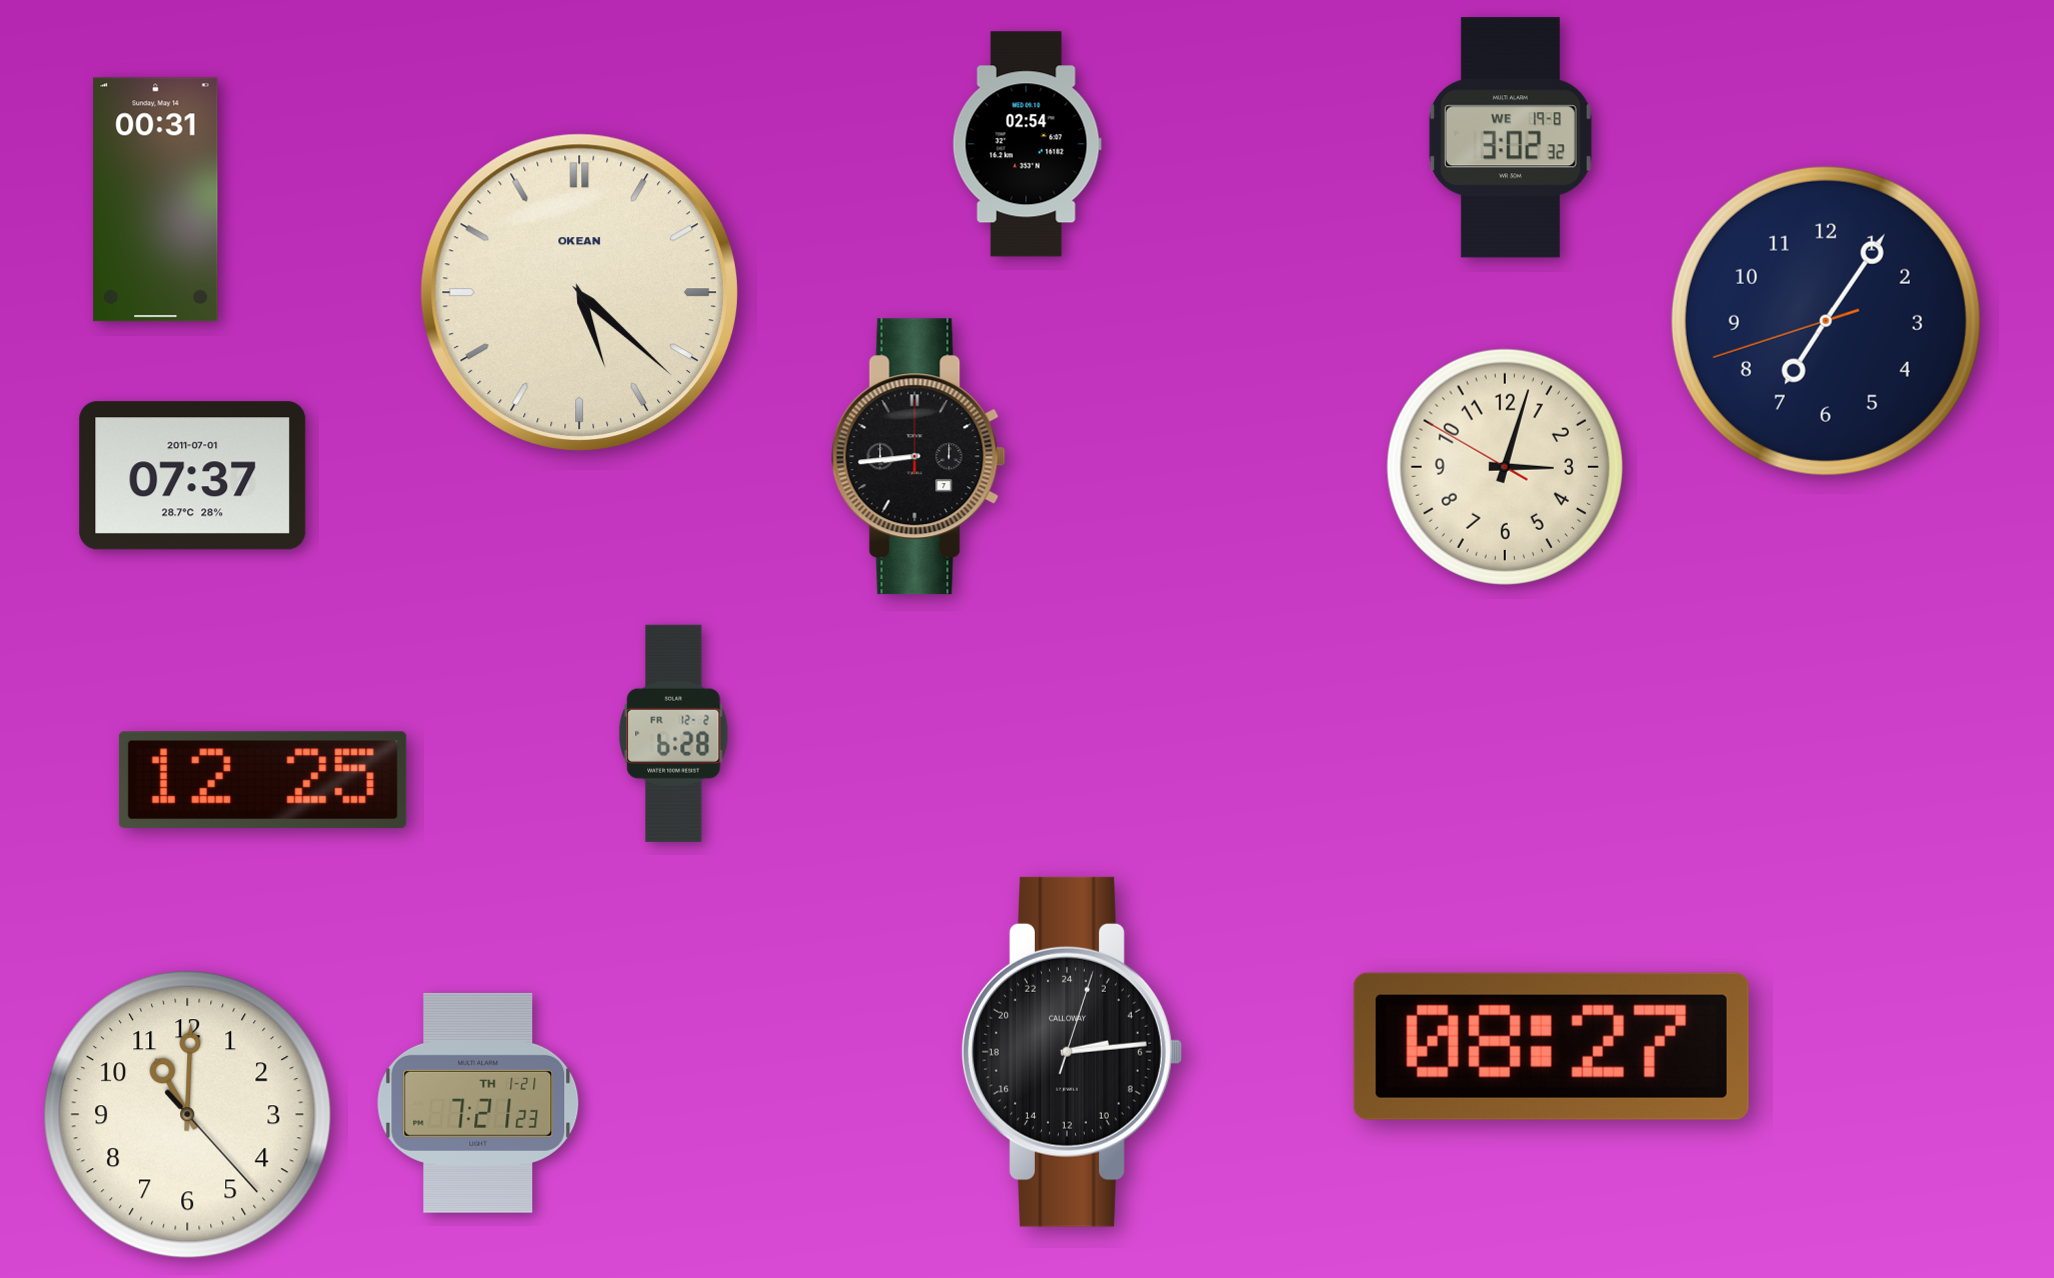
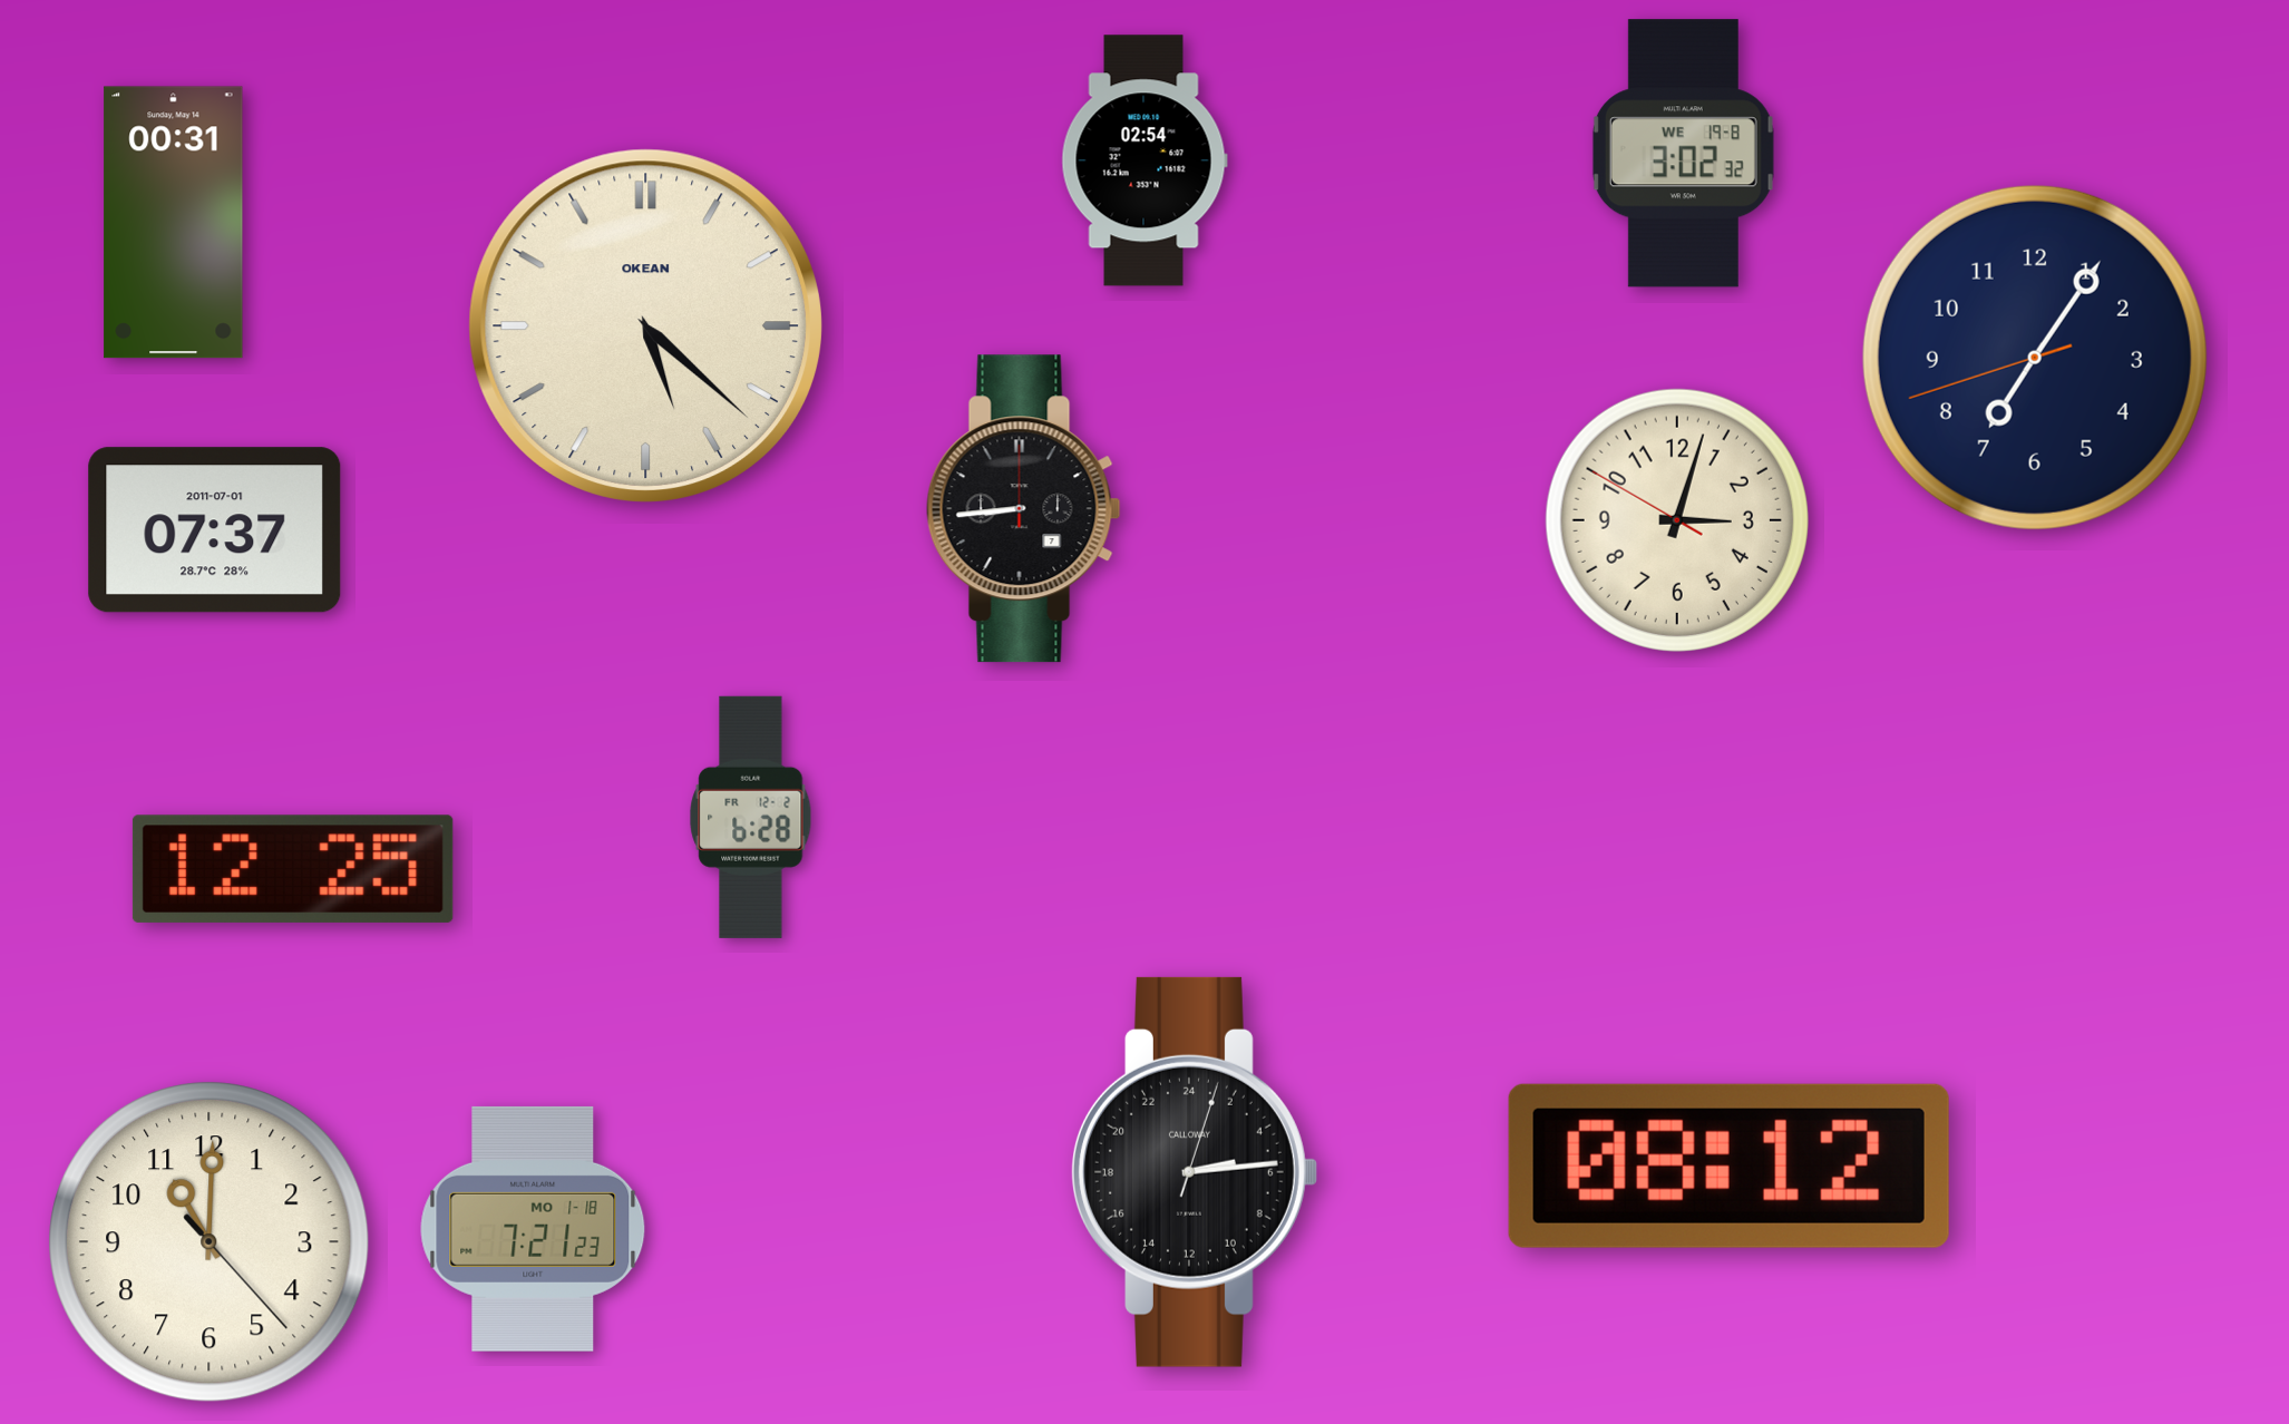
clock at (1551, 1046): 08:27 -> 08:12
clock at (478, 1103) date: TH 1-21 -> MO 1-18
